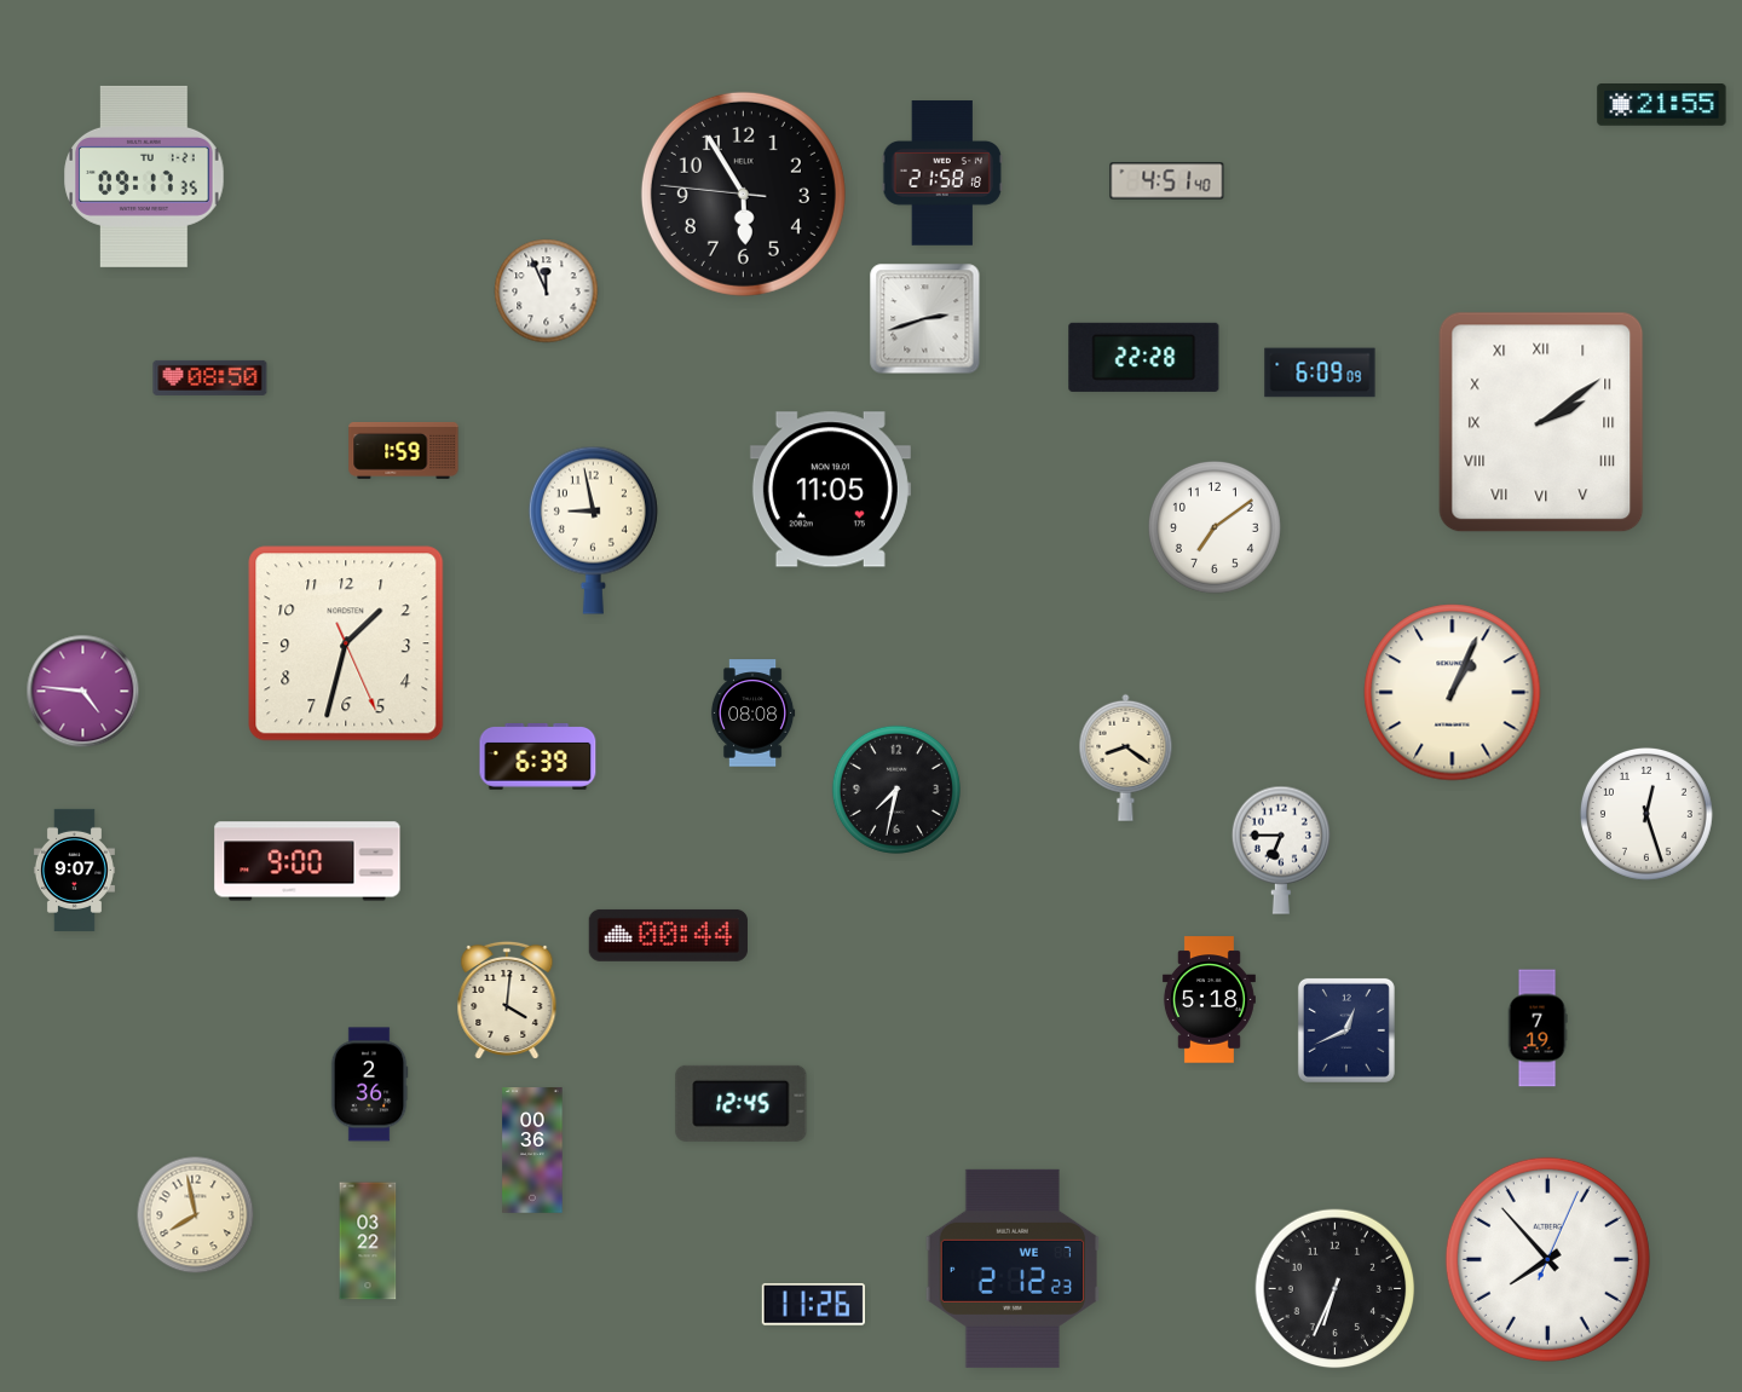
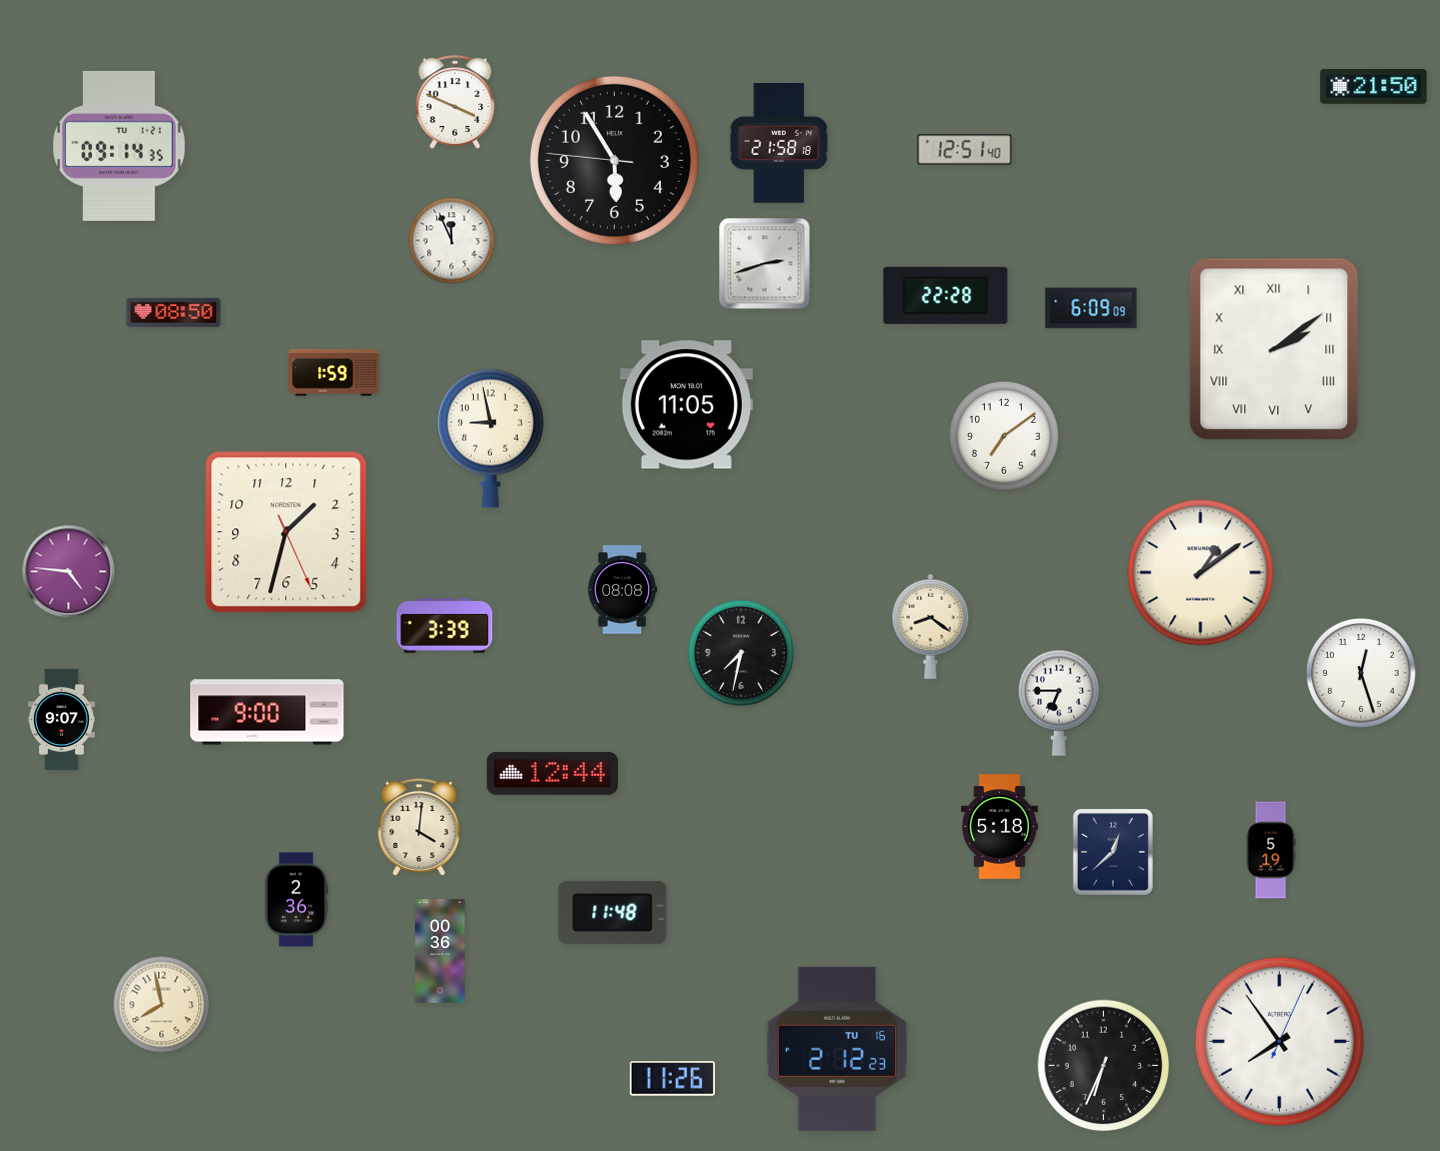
clock at (1662, 105): 21:55 -> 21:50
clock at (455, 102): none -> 3:49
clock at (144, 177): 09:17 -> 09:14
clock at (1167, 181): 4:51 -> 12:51
clock at (1453, 693): 1:04 -> 1:09
clock at (538, 757): 6:39 -> 3:39
clock at (307, 861) position: (307, 861) -> (267, 712)
clock at (668, 935): 00:44 -> 12:44
clock at (1538, 1028): 7:19 -> 5:19
clock at (1346, 1030): 12:41 -> 12:38
clock at (369, 1085) position: (369, 1085) -> (296, 900)
clock at (742, 1103): 12:45 -> 11:48
clock at (368, 1241): 03:22 -> none
clock at (1547, 1259): 7:53 -> 7:54
clock at (1013, 1269) date: WE 7 -> TU 16
